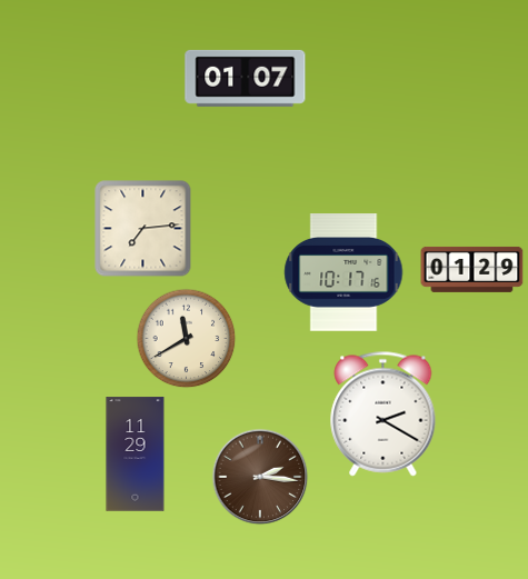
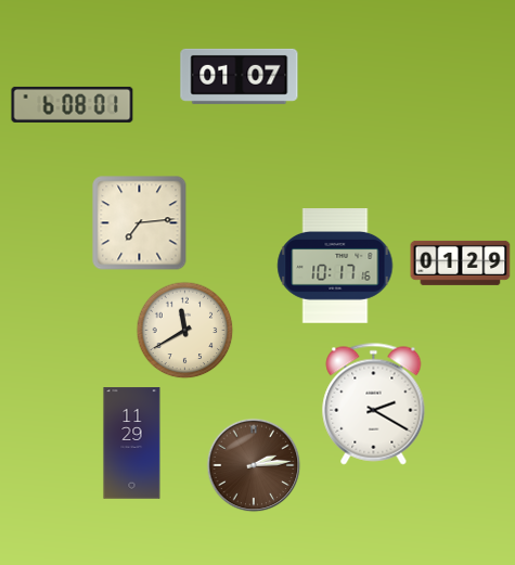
clock at (73, 104): none -> 6:08
clock at (187, 339) position: (187, 339) -> (185, 331)
clock at (260, 477): 2:16 -> 2:14
